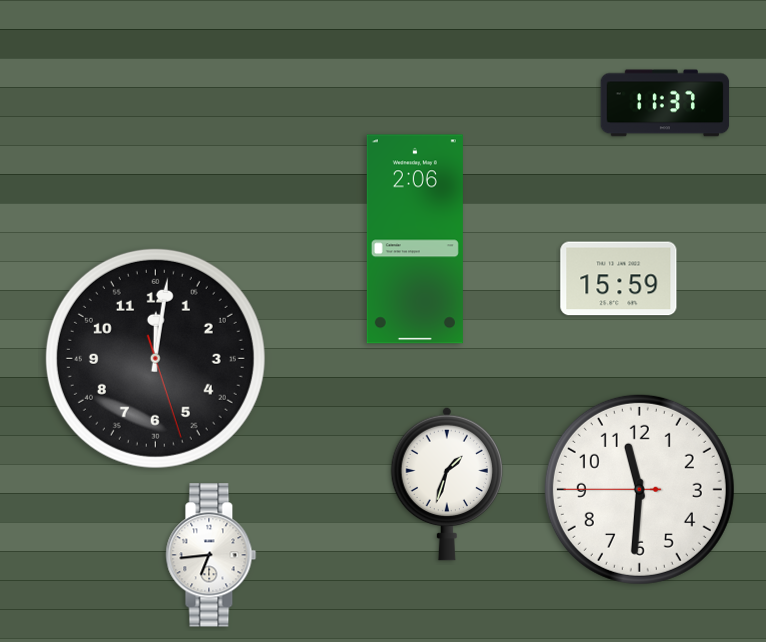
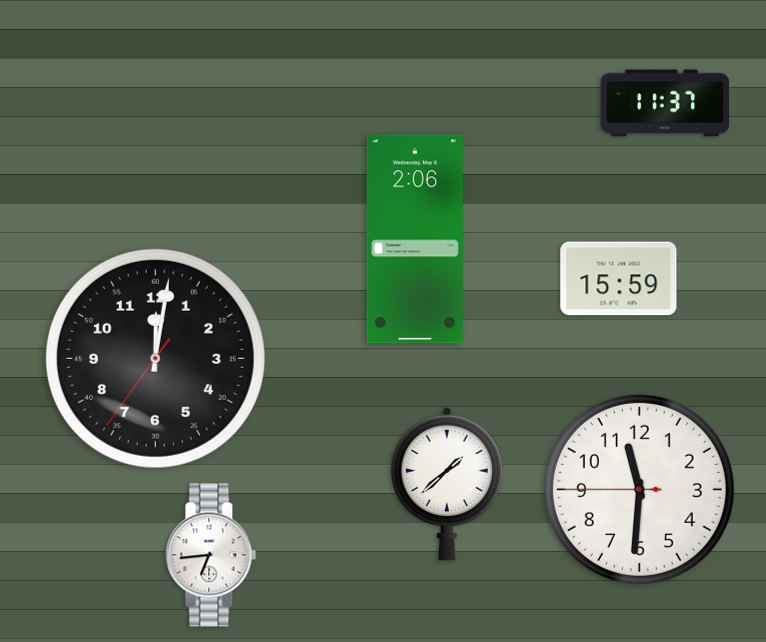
clock at (155, 358): 12:01:27 -> 12:01:36
clock at (447, 484): 1:33 -> 1:38
